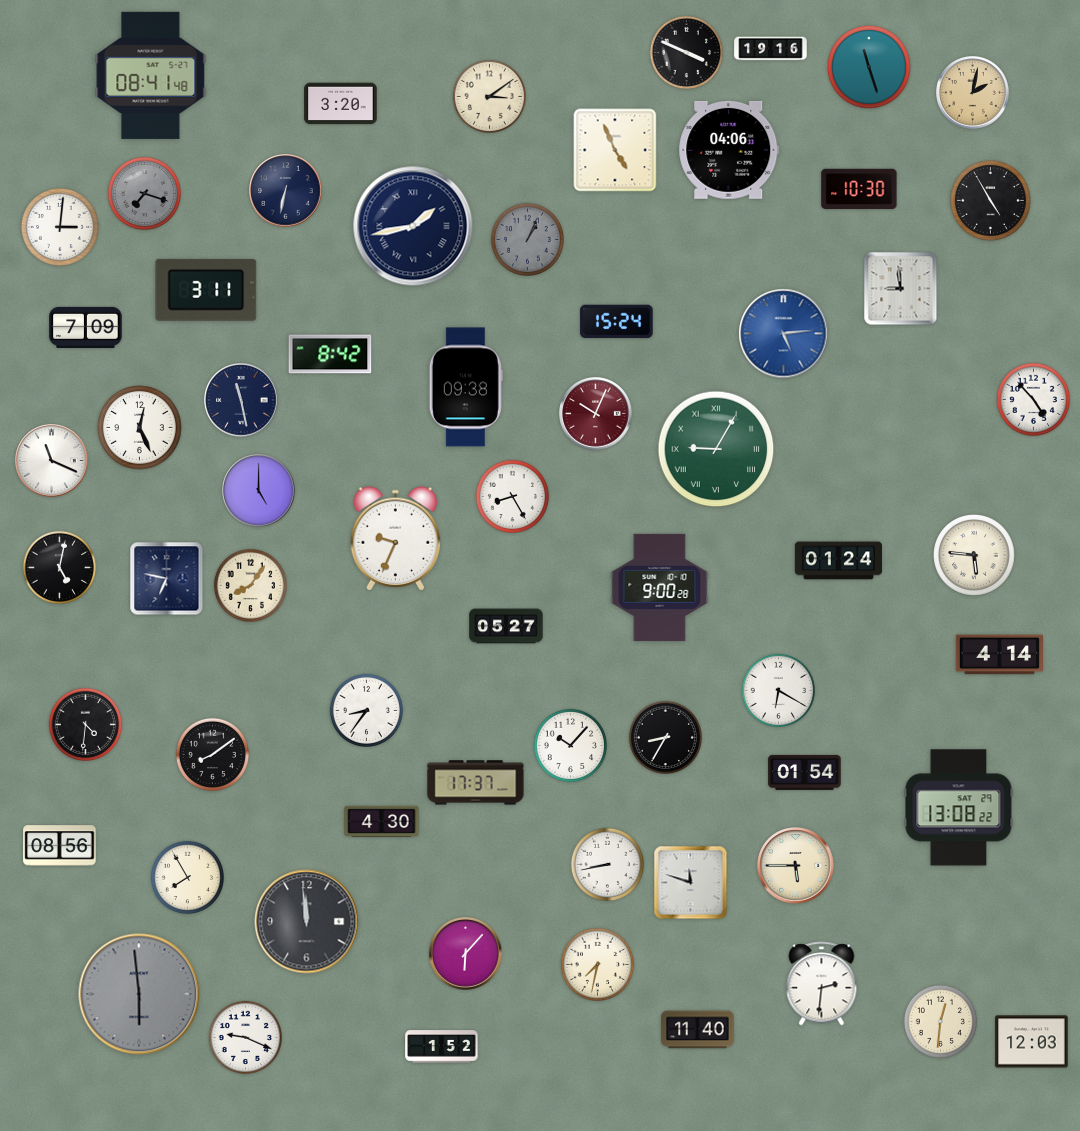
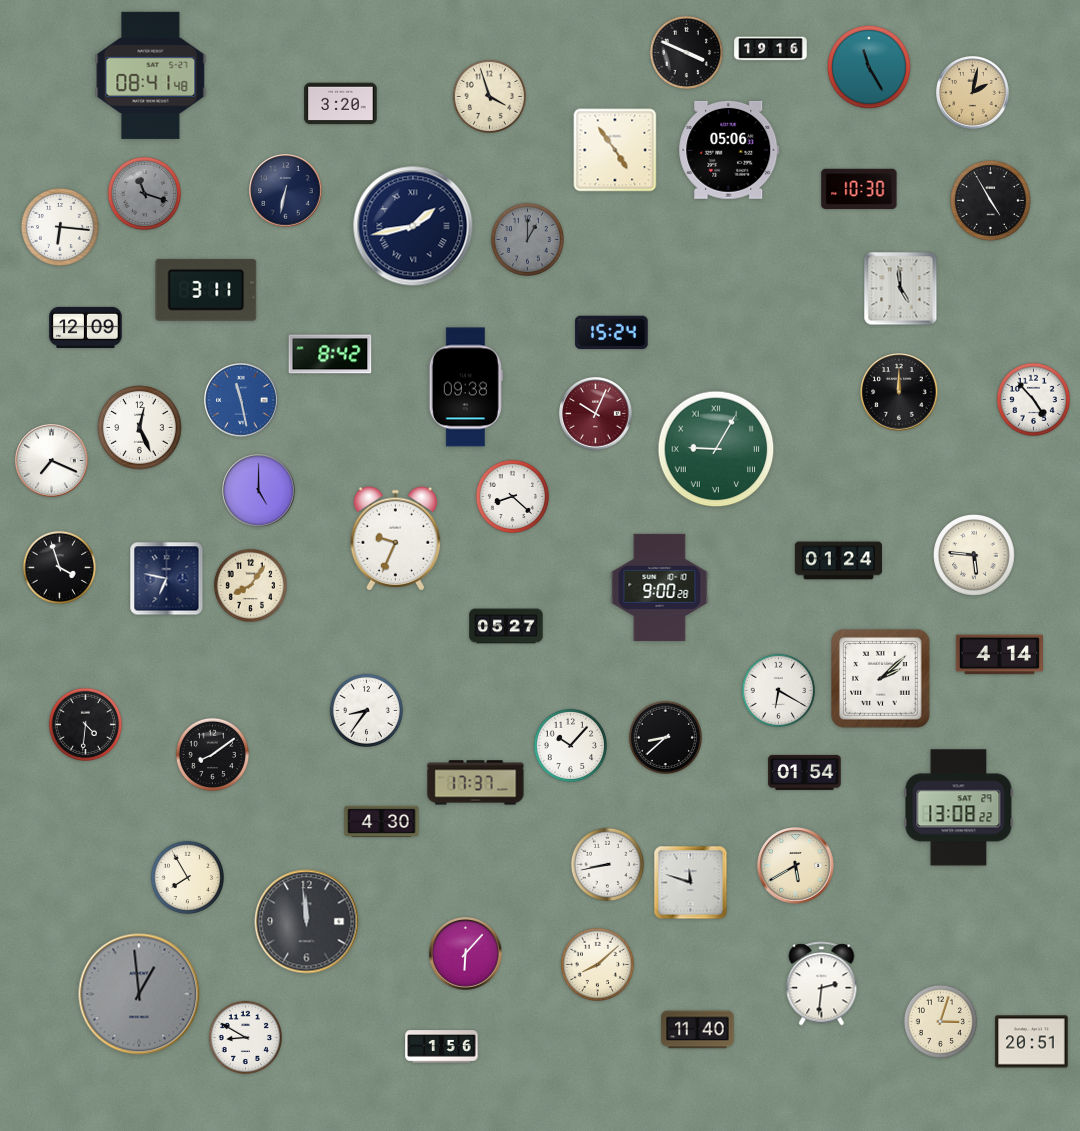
clock at (869, 67): 11:27 -> 11:25
clock at (489, 96): 3:09 -> 3:57
clock at (615, 150): 4:56 -> 4:54
clock at (729, 150): 04:06 -> 05:06
clock at (144, 193): 7:18 -> 11:18
clock at (60, 227): 3:01 -> 6:16
clock at (527, 239): 1:04 -> 1:00
clock at (901, 289): 8:59 -> 4:59
clock at (617, 322) position: (617, 322) -> (612, 333)
clock at (86, 327): 7:09 -> 12:09
clock at (784, 334): 5:14 -> none
clock at (899, 392): none -> 12:00
clock at (241, 400) dial: navy -> blue
clock at (52, 461): 11:19 -> 7:19
clock at (512, 496): 8:25 -> 8:22
clock at (59, 567): 5:02 -> 3:57
clock at (881, 679): none -> 2:08
clock at (665, 737): 8:35 -> 8:38
clock at (60, 846): 08:56 -> none
clock at (796, 866): 5:45 -> 5:40
clock at (597, 964): 7:32 -> 8:08
clock at (139, 994): 5:59 -> 12:59
clock at (940, 1021): 12:31 -> 3:03
clock at (245, 1037): 9:19 -> 8:50
clock at (1032, 1042): 12:03 -> 20:51
clock at (442, 1047): 1:52 -> 1:56
